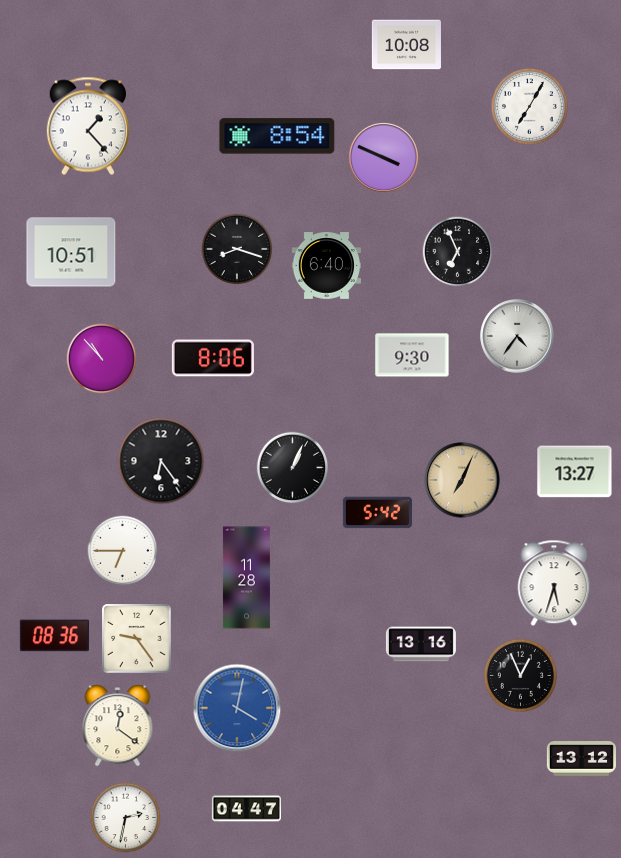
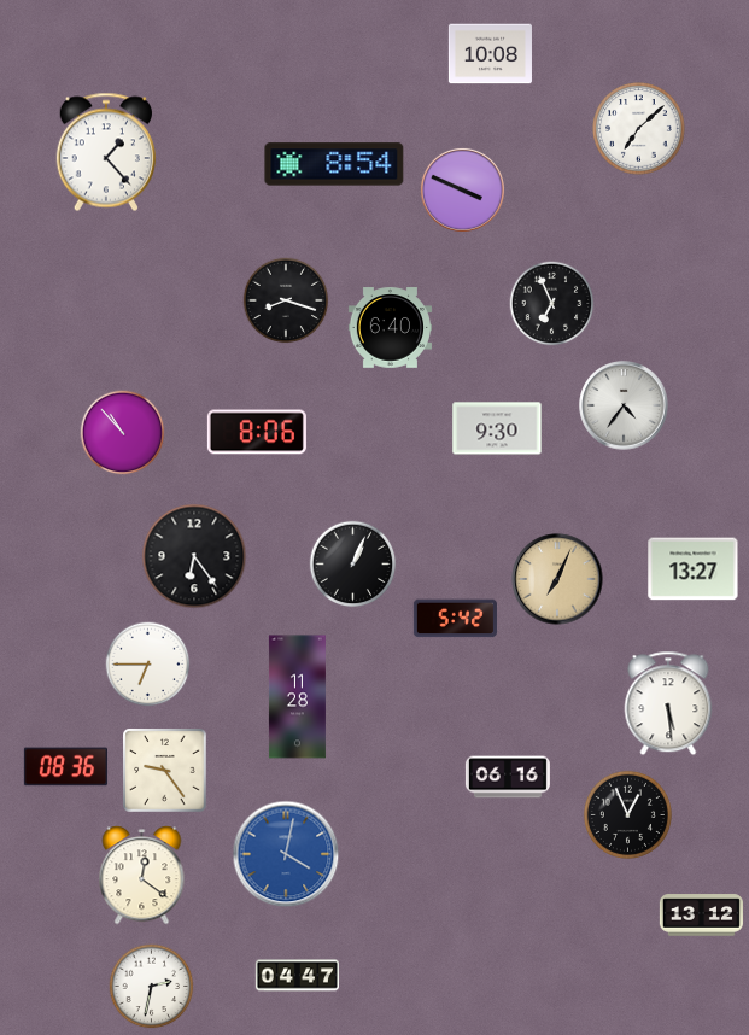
clock at (530, 107): 7:05 -> 7:08
clock at (71, 252): 10:51 -> none
clock at (326, 266) position: (326, 266) -> (390, 328)
clock at (554, 583): 5:33 -> 5:29
clock at (421, 644): 13:16 -> 06:16
